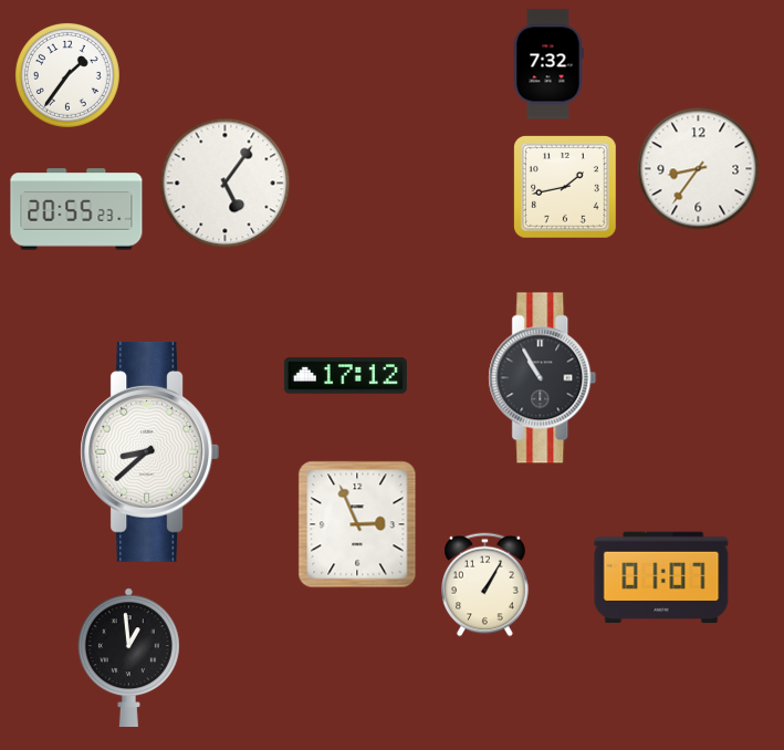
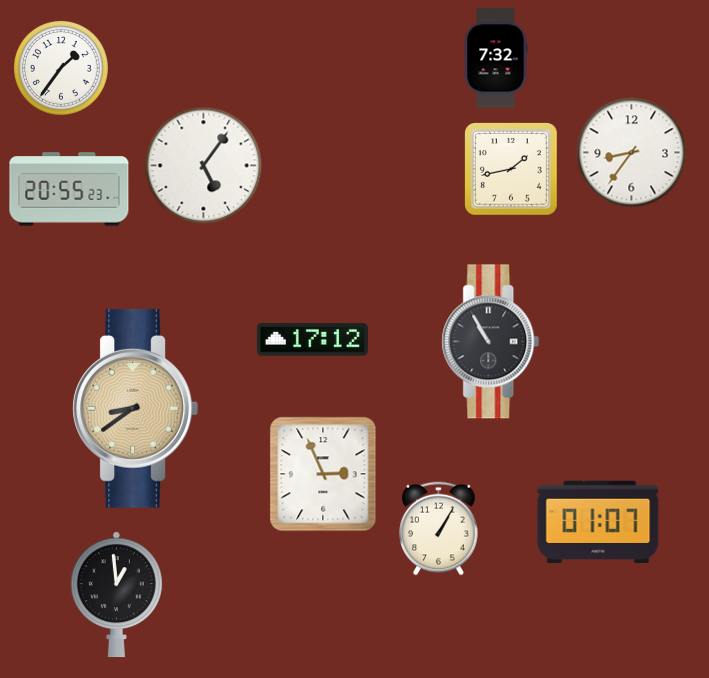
clock at (149, 451): 8:38 -> 8:39
clock at (149, 451) dial: white -> champagne
